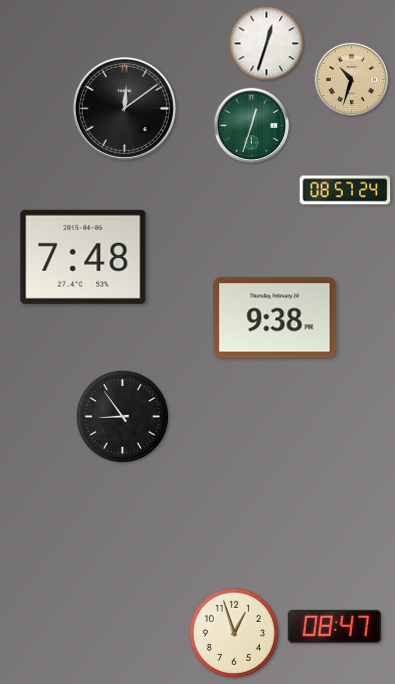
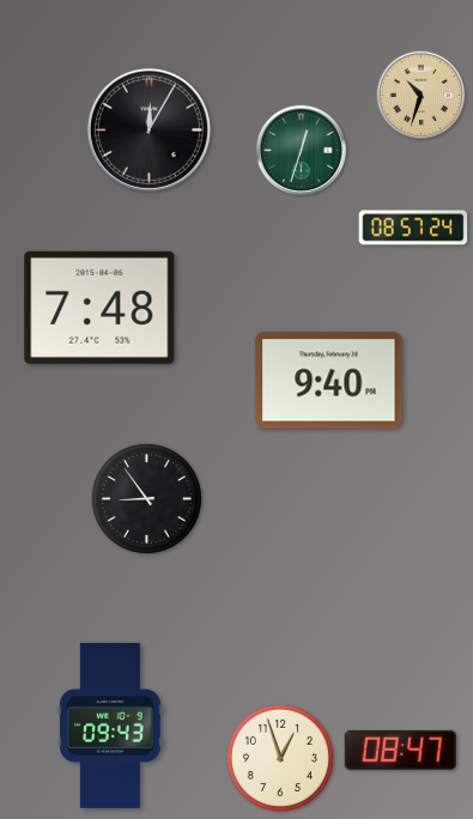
clock at (267, 44): 12:33 -> none
clock at (124, 108): 12:09 -> 12:05
clock at (275, 318): 9:38 -> 9:40
clock at (110, 726): none -> 09:43
